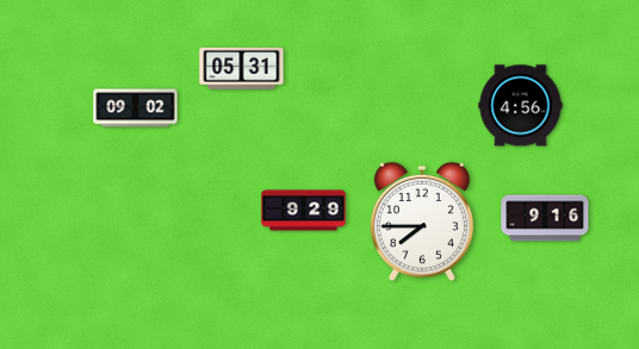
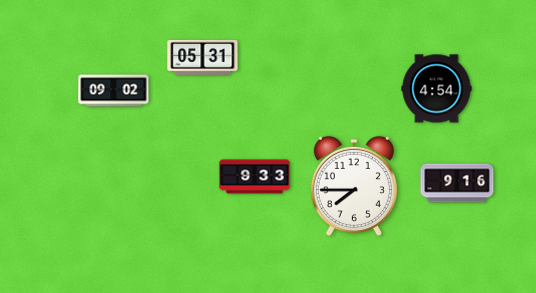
clock at (521, 106): 4:56 -> 4:54
clock at (304, 211): 9:29 -> 9:33
